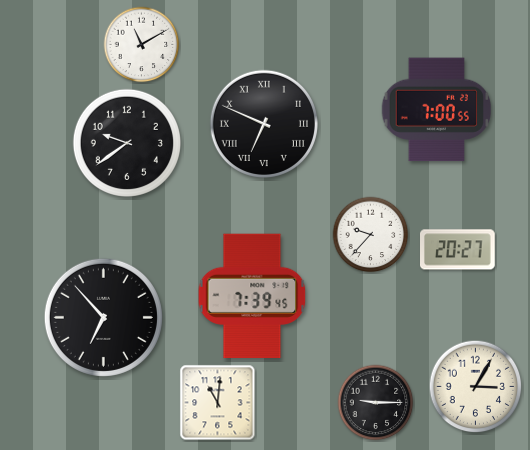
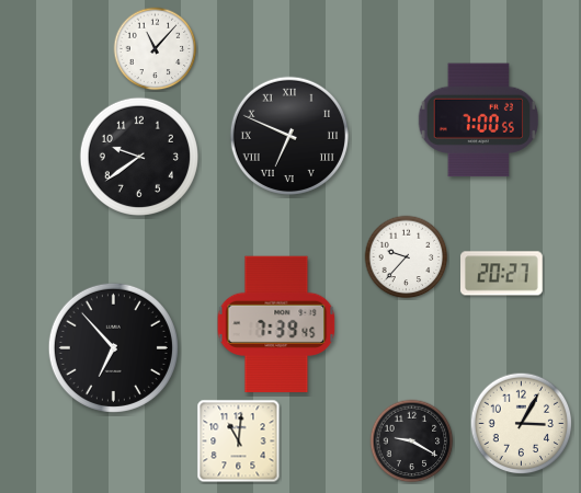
clock at (142, 45): 11:10 -> 11:07
clock at (376, 403): 9:15 -> 9:20
